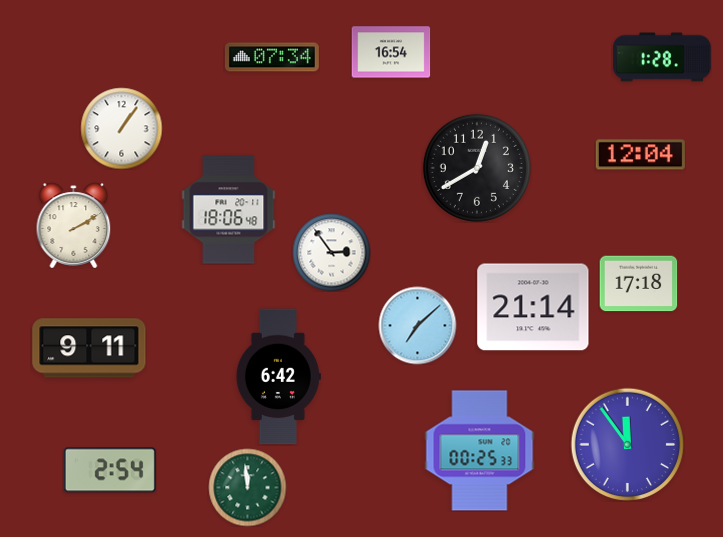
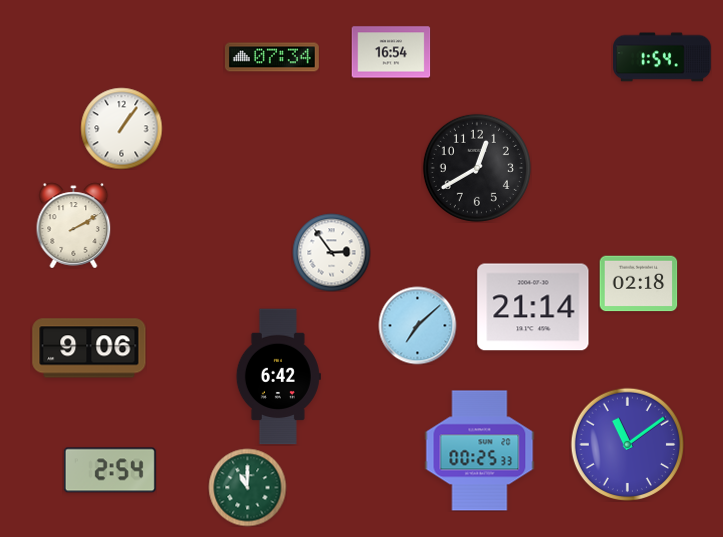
clock at (662, 57): 1:28 -> 1:54
clock at (640, 155): 12:04 -> none
clock at (229, 210): 18:06 -> none
clock at (638, 284): 17:18 -> 02:18
clock at (89, 348): 9:11 -> 9:06
clock at (627, 444): 11:54 -> 11:09
clock at (247, 487): 11:59 -> 11:00
